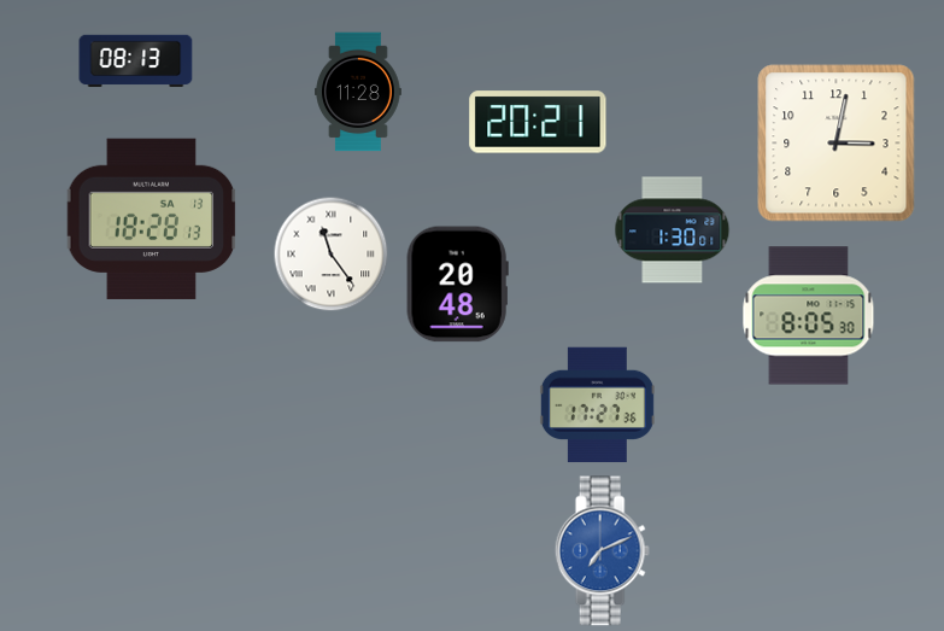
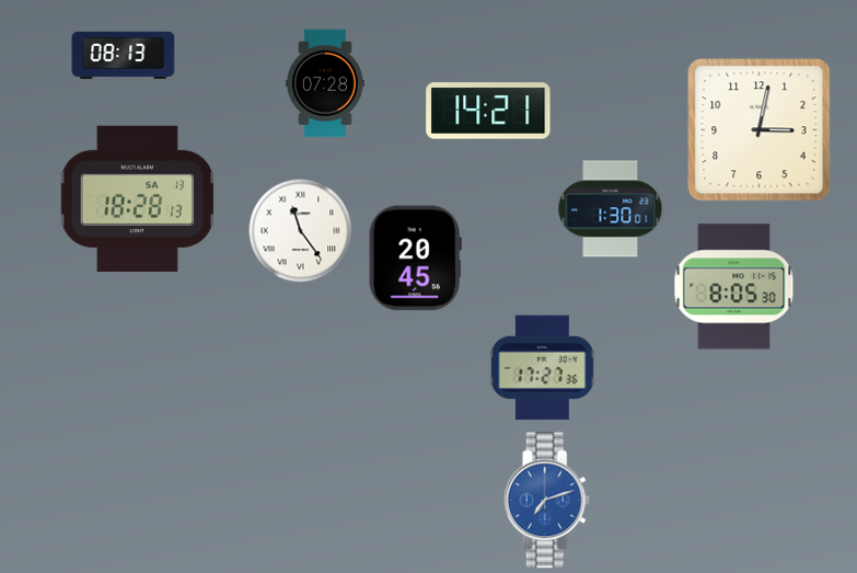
clock at (359, 92): 11:28 -> 07:28
clock at (538, 122): 20:21 -> 14:21
clock at (457, 285): 20:48 -> 20:45
clock at (602, 551): 7:11 -> 7:12
